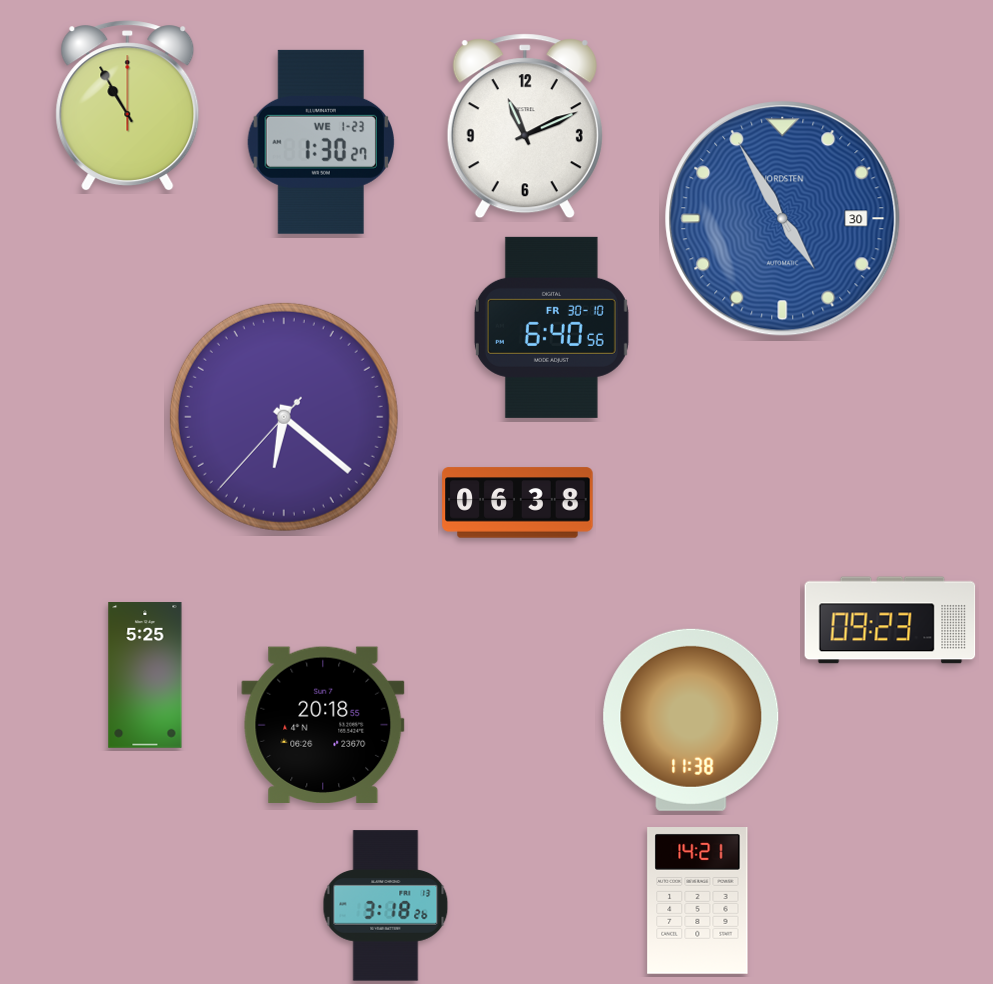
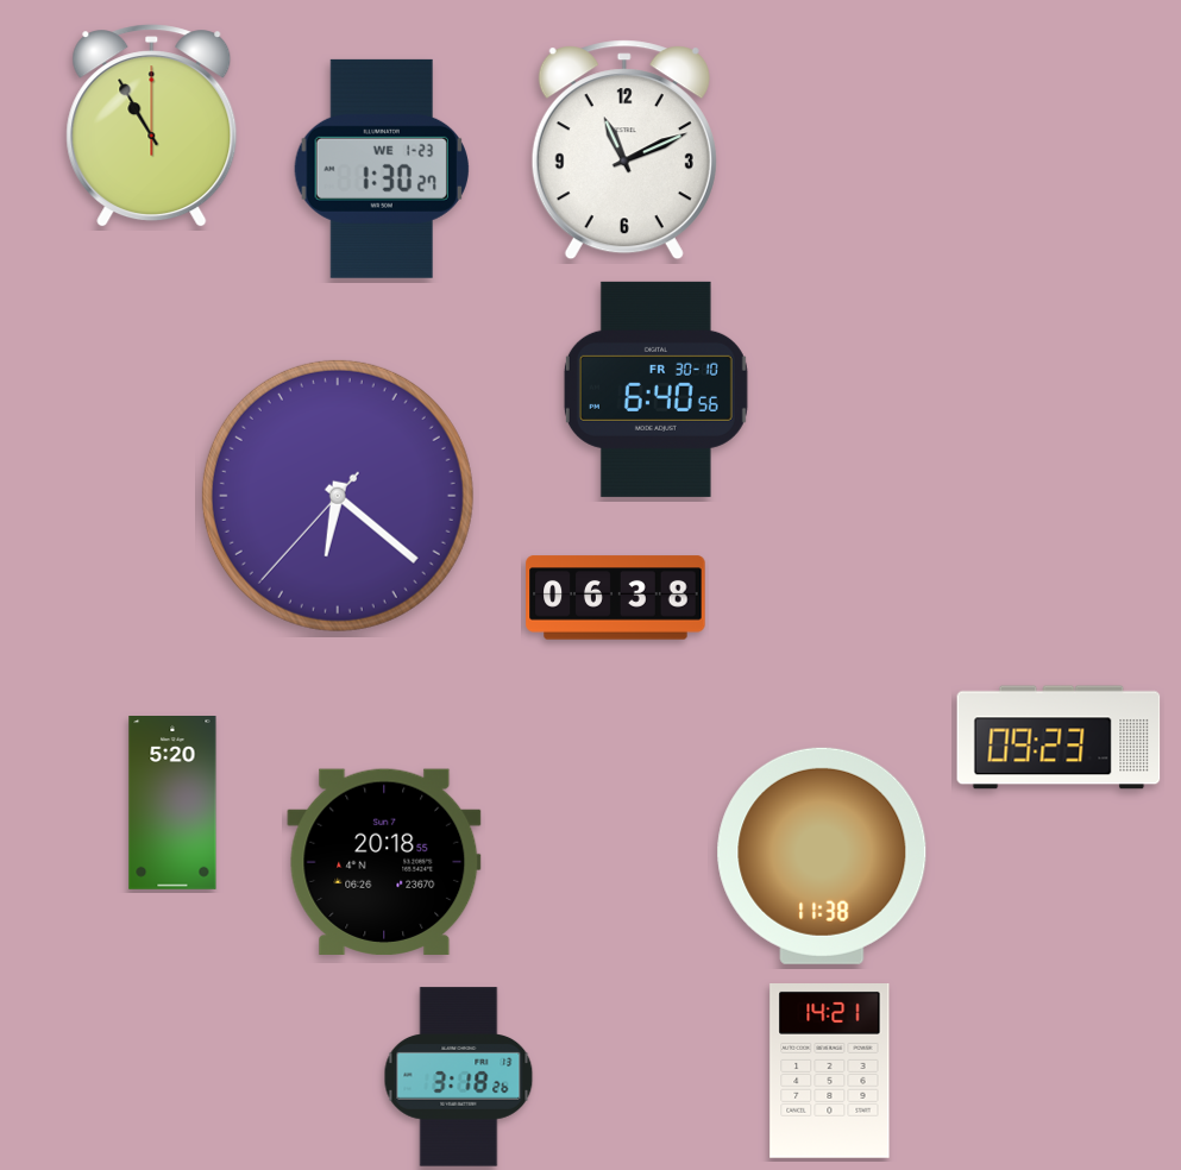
clock at (783, 219): 4:55 -> none
clock at (145, 676): 5:25 -> 5:20
